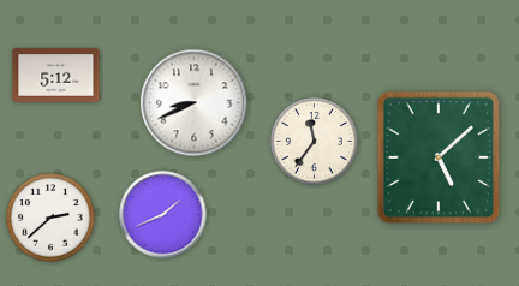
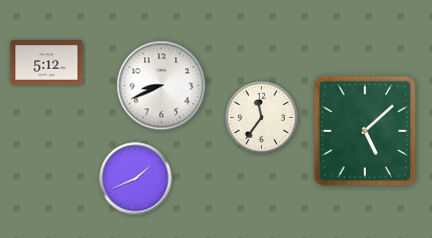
clock at (50, 218): 2:38 -> none
